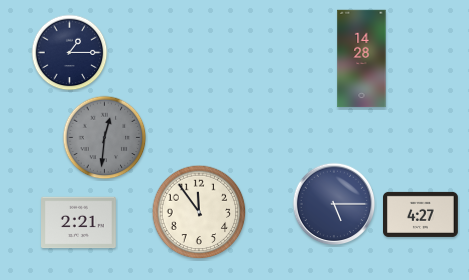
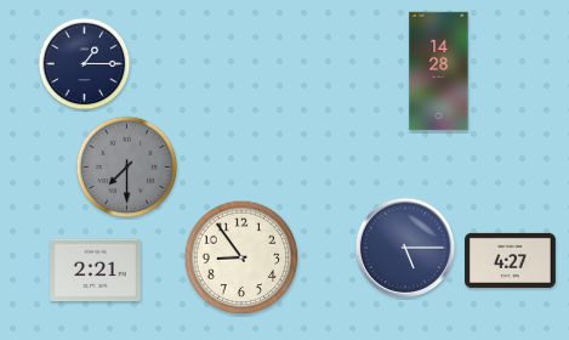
clock at (105, 138): 12:31 -> 7:30
clock at (199, 212): 11:54 -> 8:54
